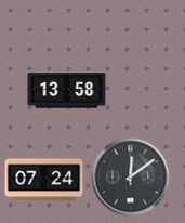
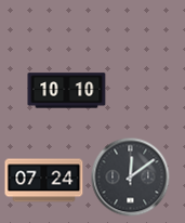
clock at (67, 91): 13:58 -> 10:10
